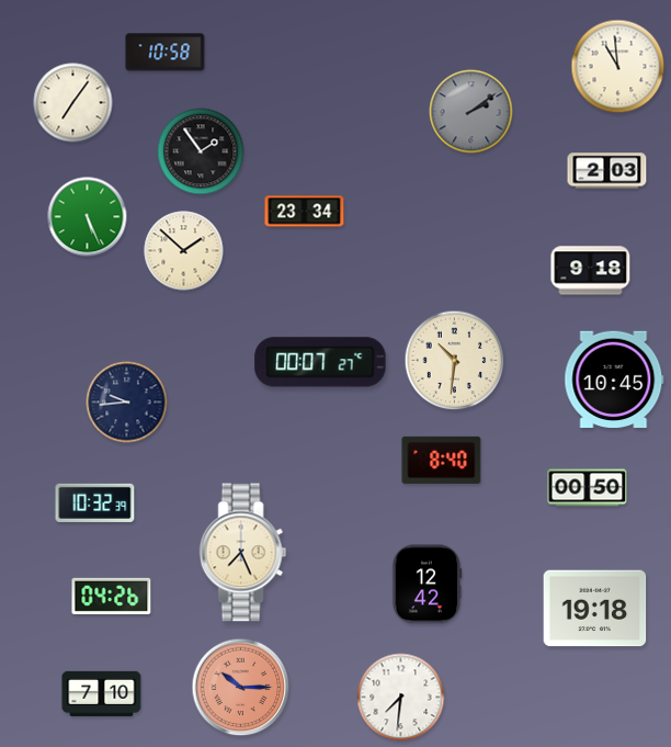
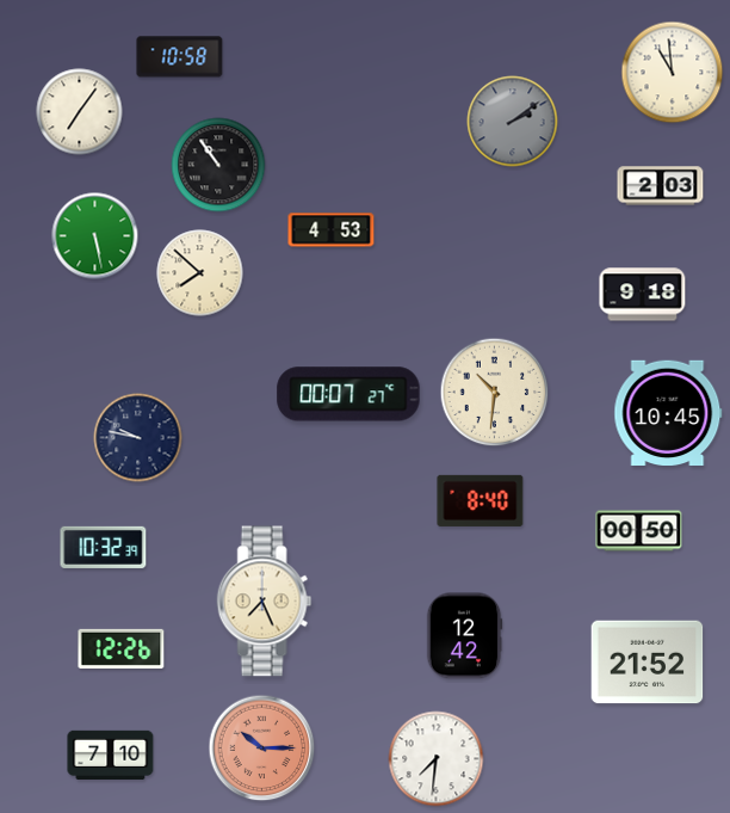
clock at (201, 151): 1:54 -> 10:54
clock at (305, 212): 23:34 -> 4:53
clock at (88, 217): 5:26 -> 5:28
clock at (184, 251): 1:52 -> 7:52
clock at (127, 403): 9:44 -> 9:47
clock at (112, 596): 04:26 -> 12:26
clock at (595, 609): 19:18 -> 21:52
